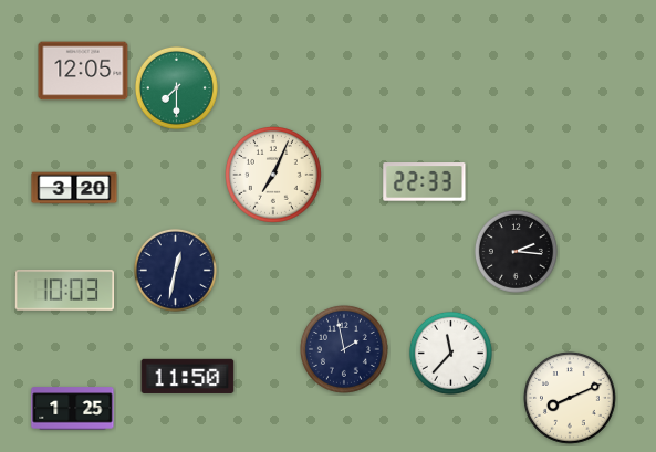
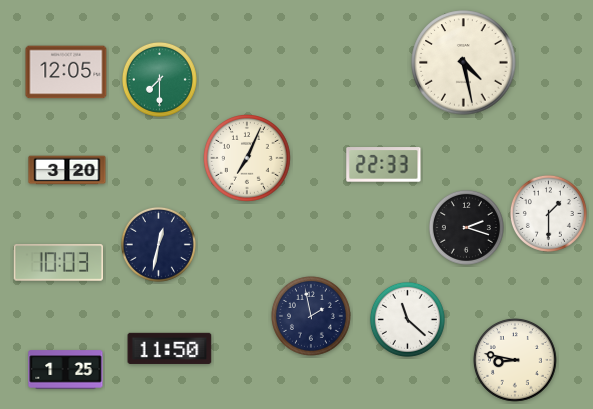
clock at (464, 63): none -> 4:28
clock at (83, 71) position: (83, 71) -> (66, 72)
clock at (548, 213): none -> 1:30
clock at (516, 251): 2:16 -> 2:18
clock at (450, 353): 11:37 -> 11:22
clock at (188, 376) position: (188, 376) -> (170, 348)
clock at (571, 398): 8:11 -> 8:47
